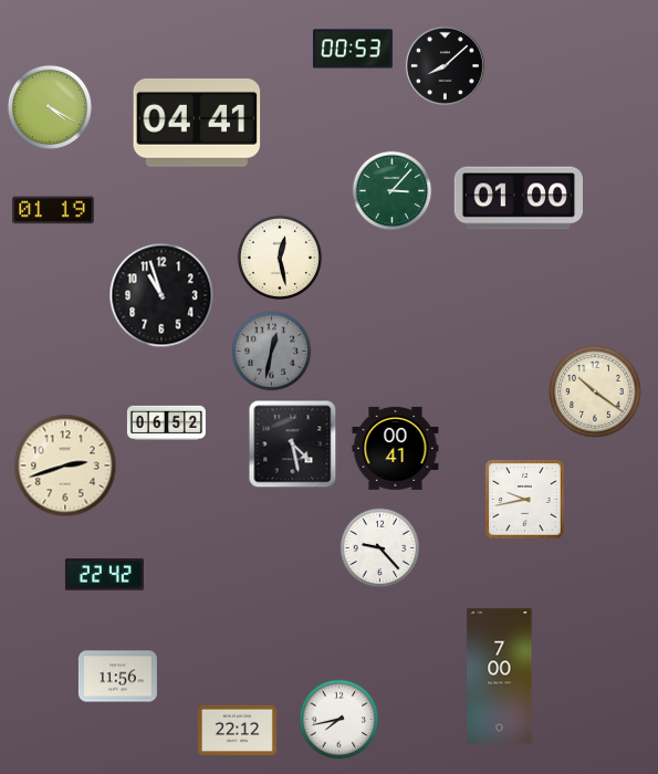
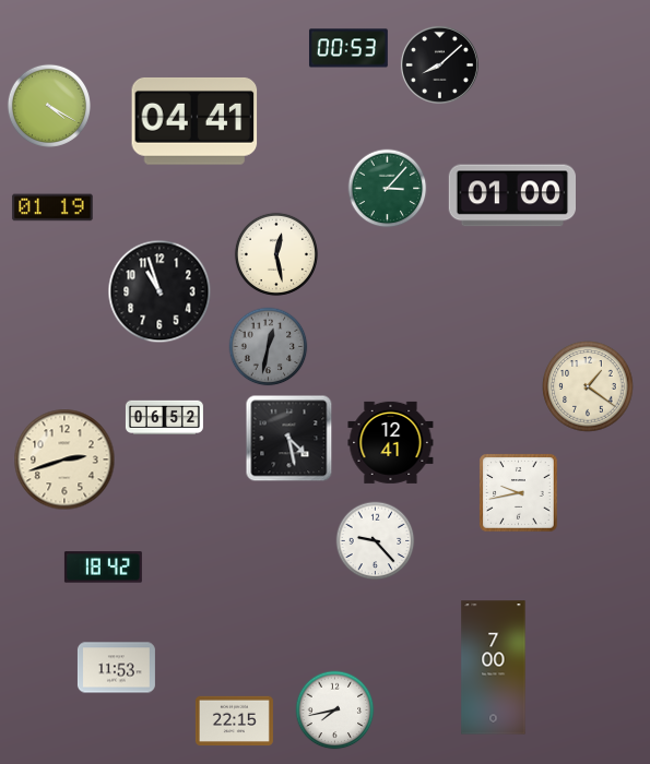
clock at (595, 391): 10:21 -> 1:21
clock at (396, 448): 00:41 -> 12:41
clock at (104, 575): 22:42 -> 18:42
clock at (117, 677): 11:56 -> 11:53
clock at (237, 730): 22:12 -> 22:15
